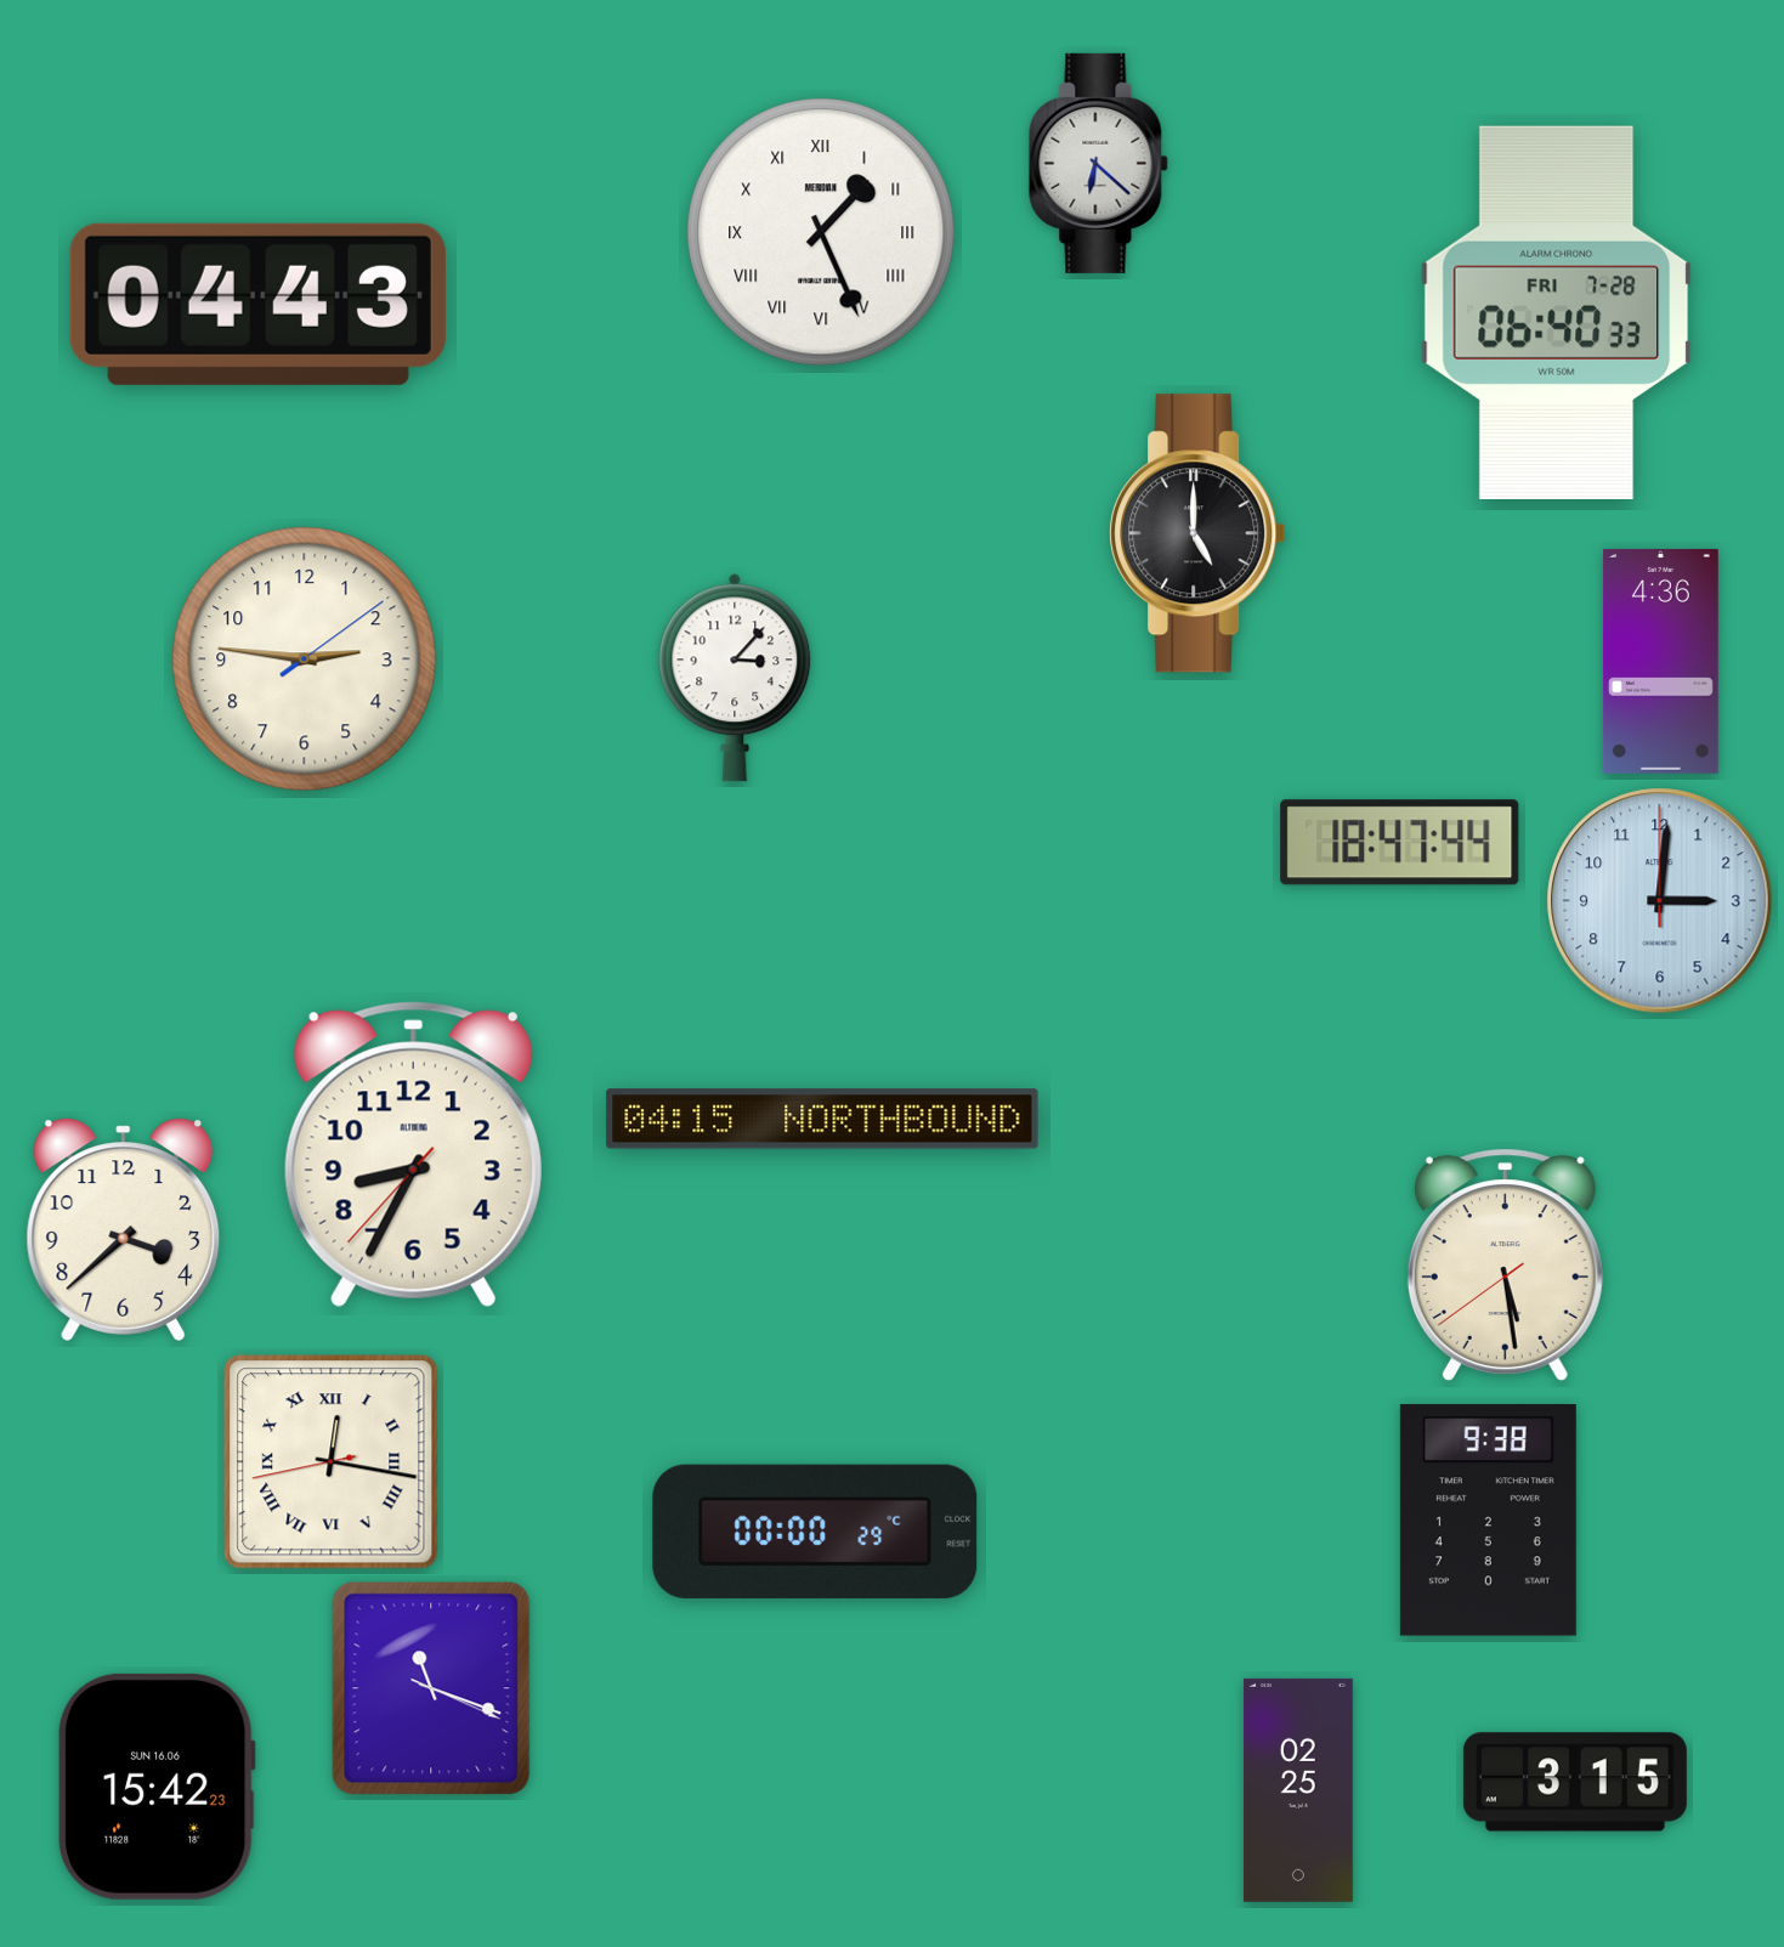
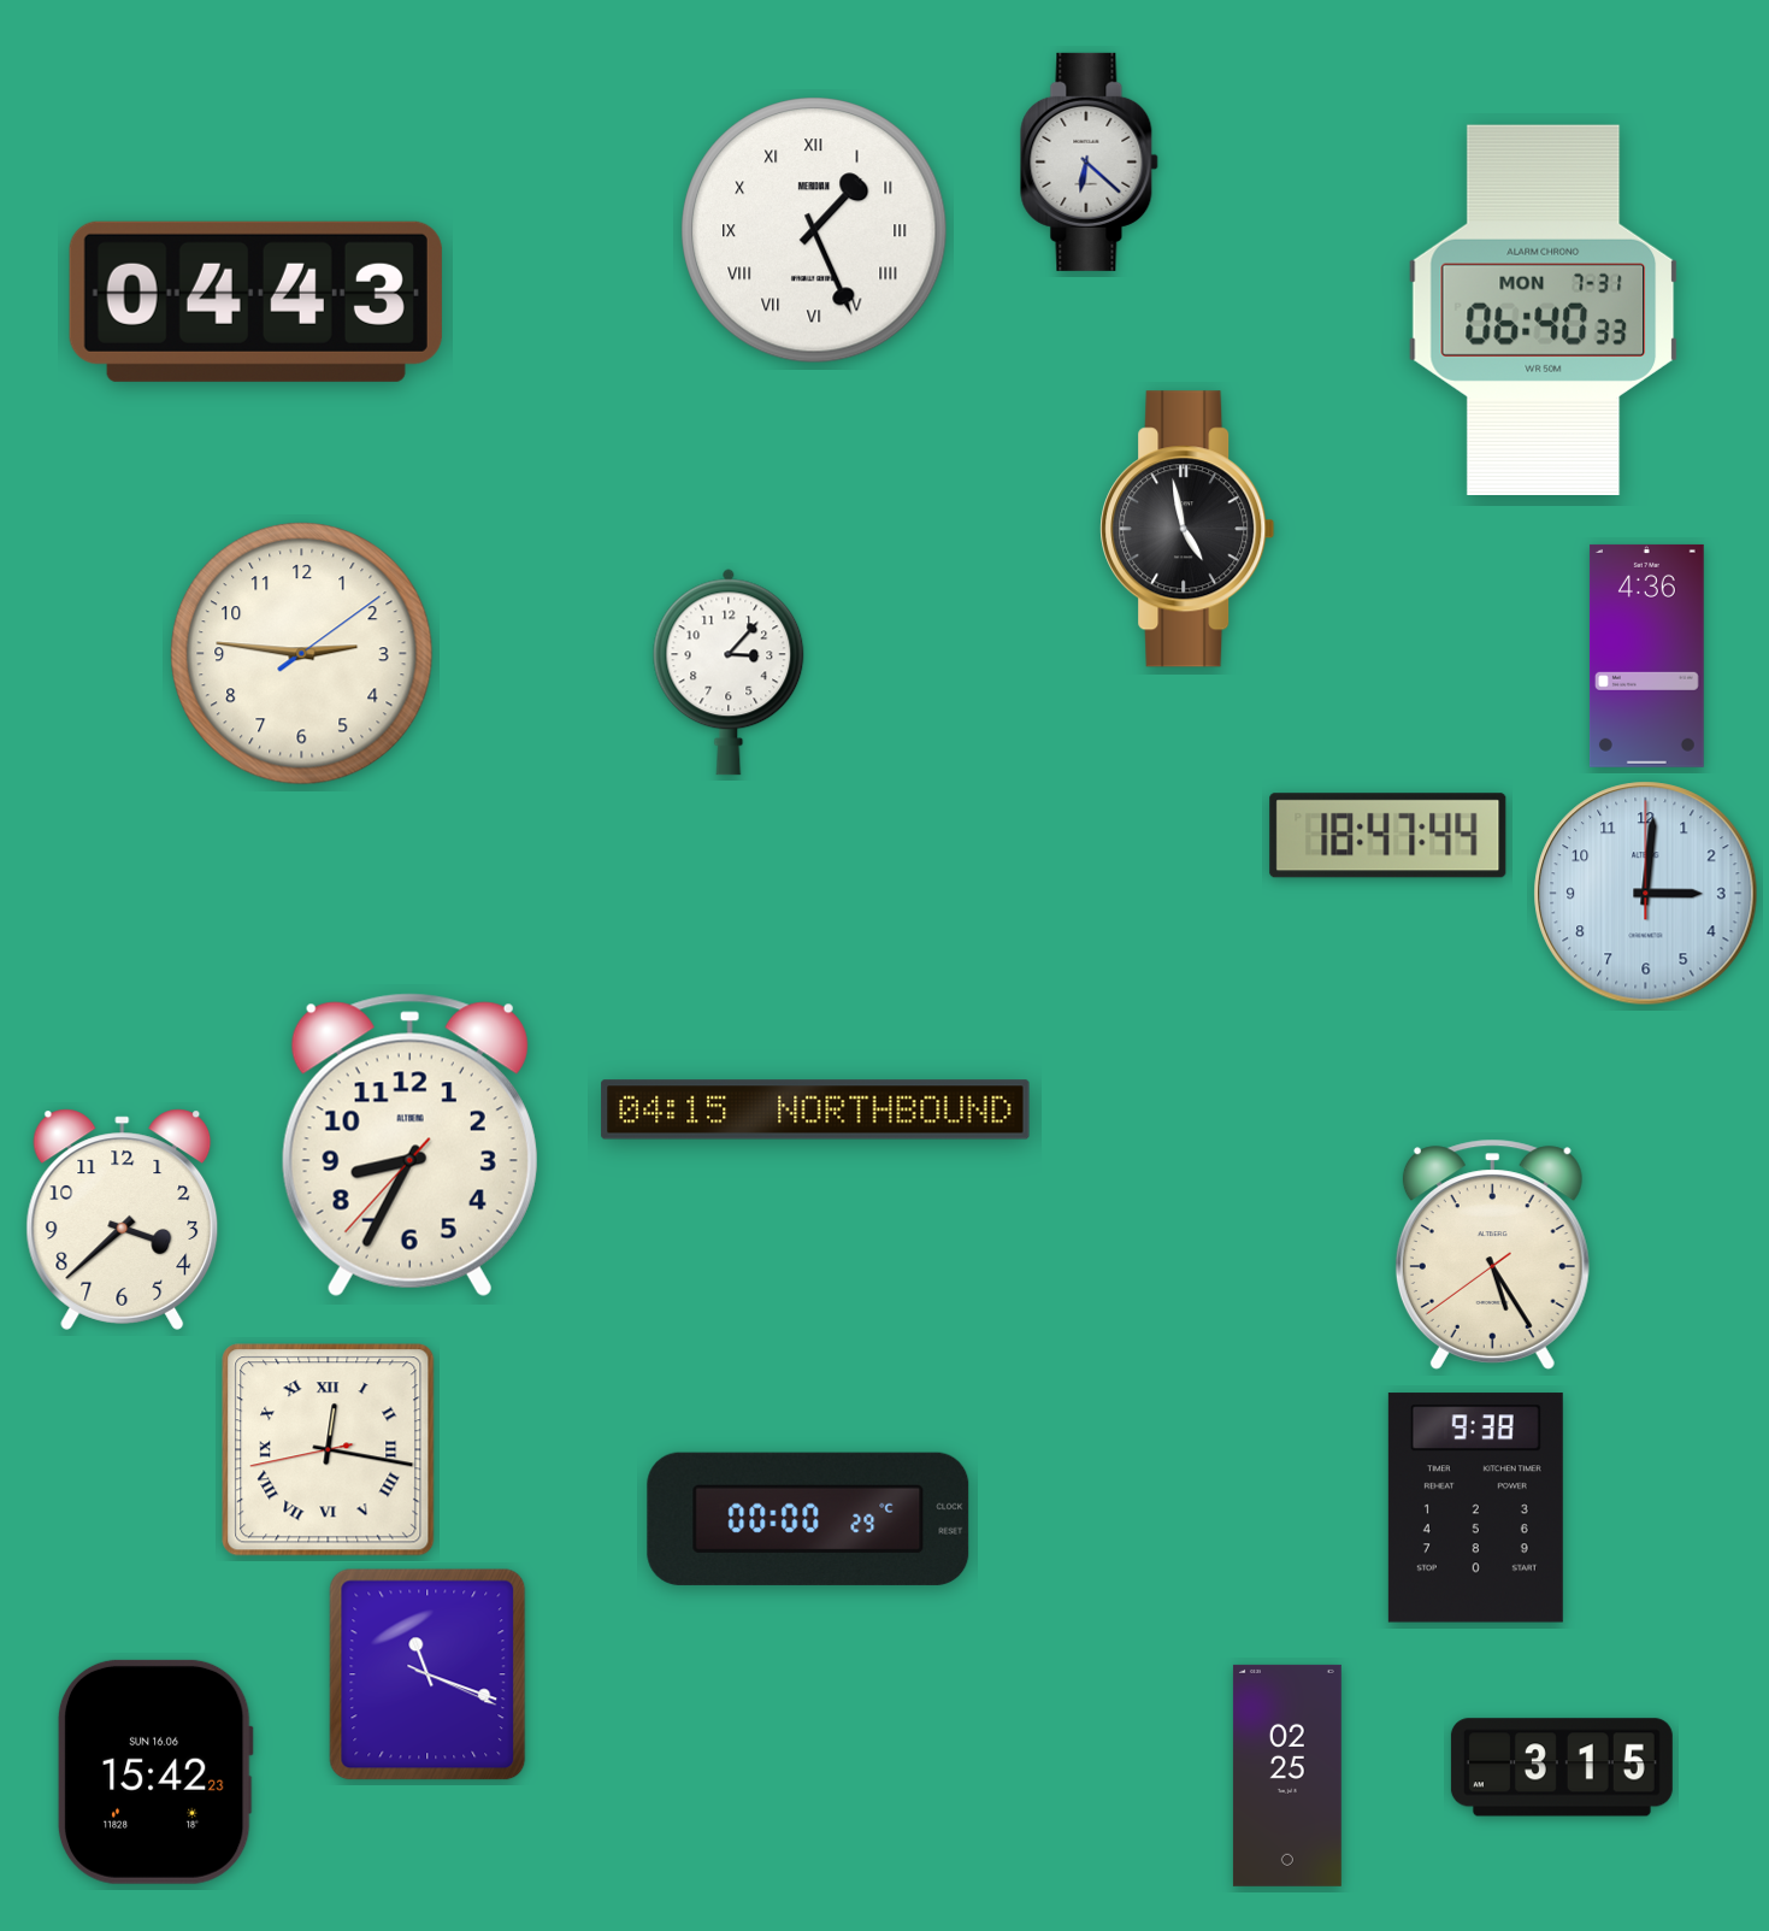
clock at (1557, 312) date: FRI 7-28 -> MON 7-31
clock at (1197, 533): 5:00 -> 4:58
clock at (1505, 1264): 5:28 -> 5:24
